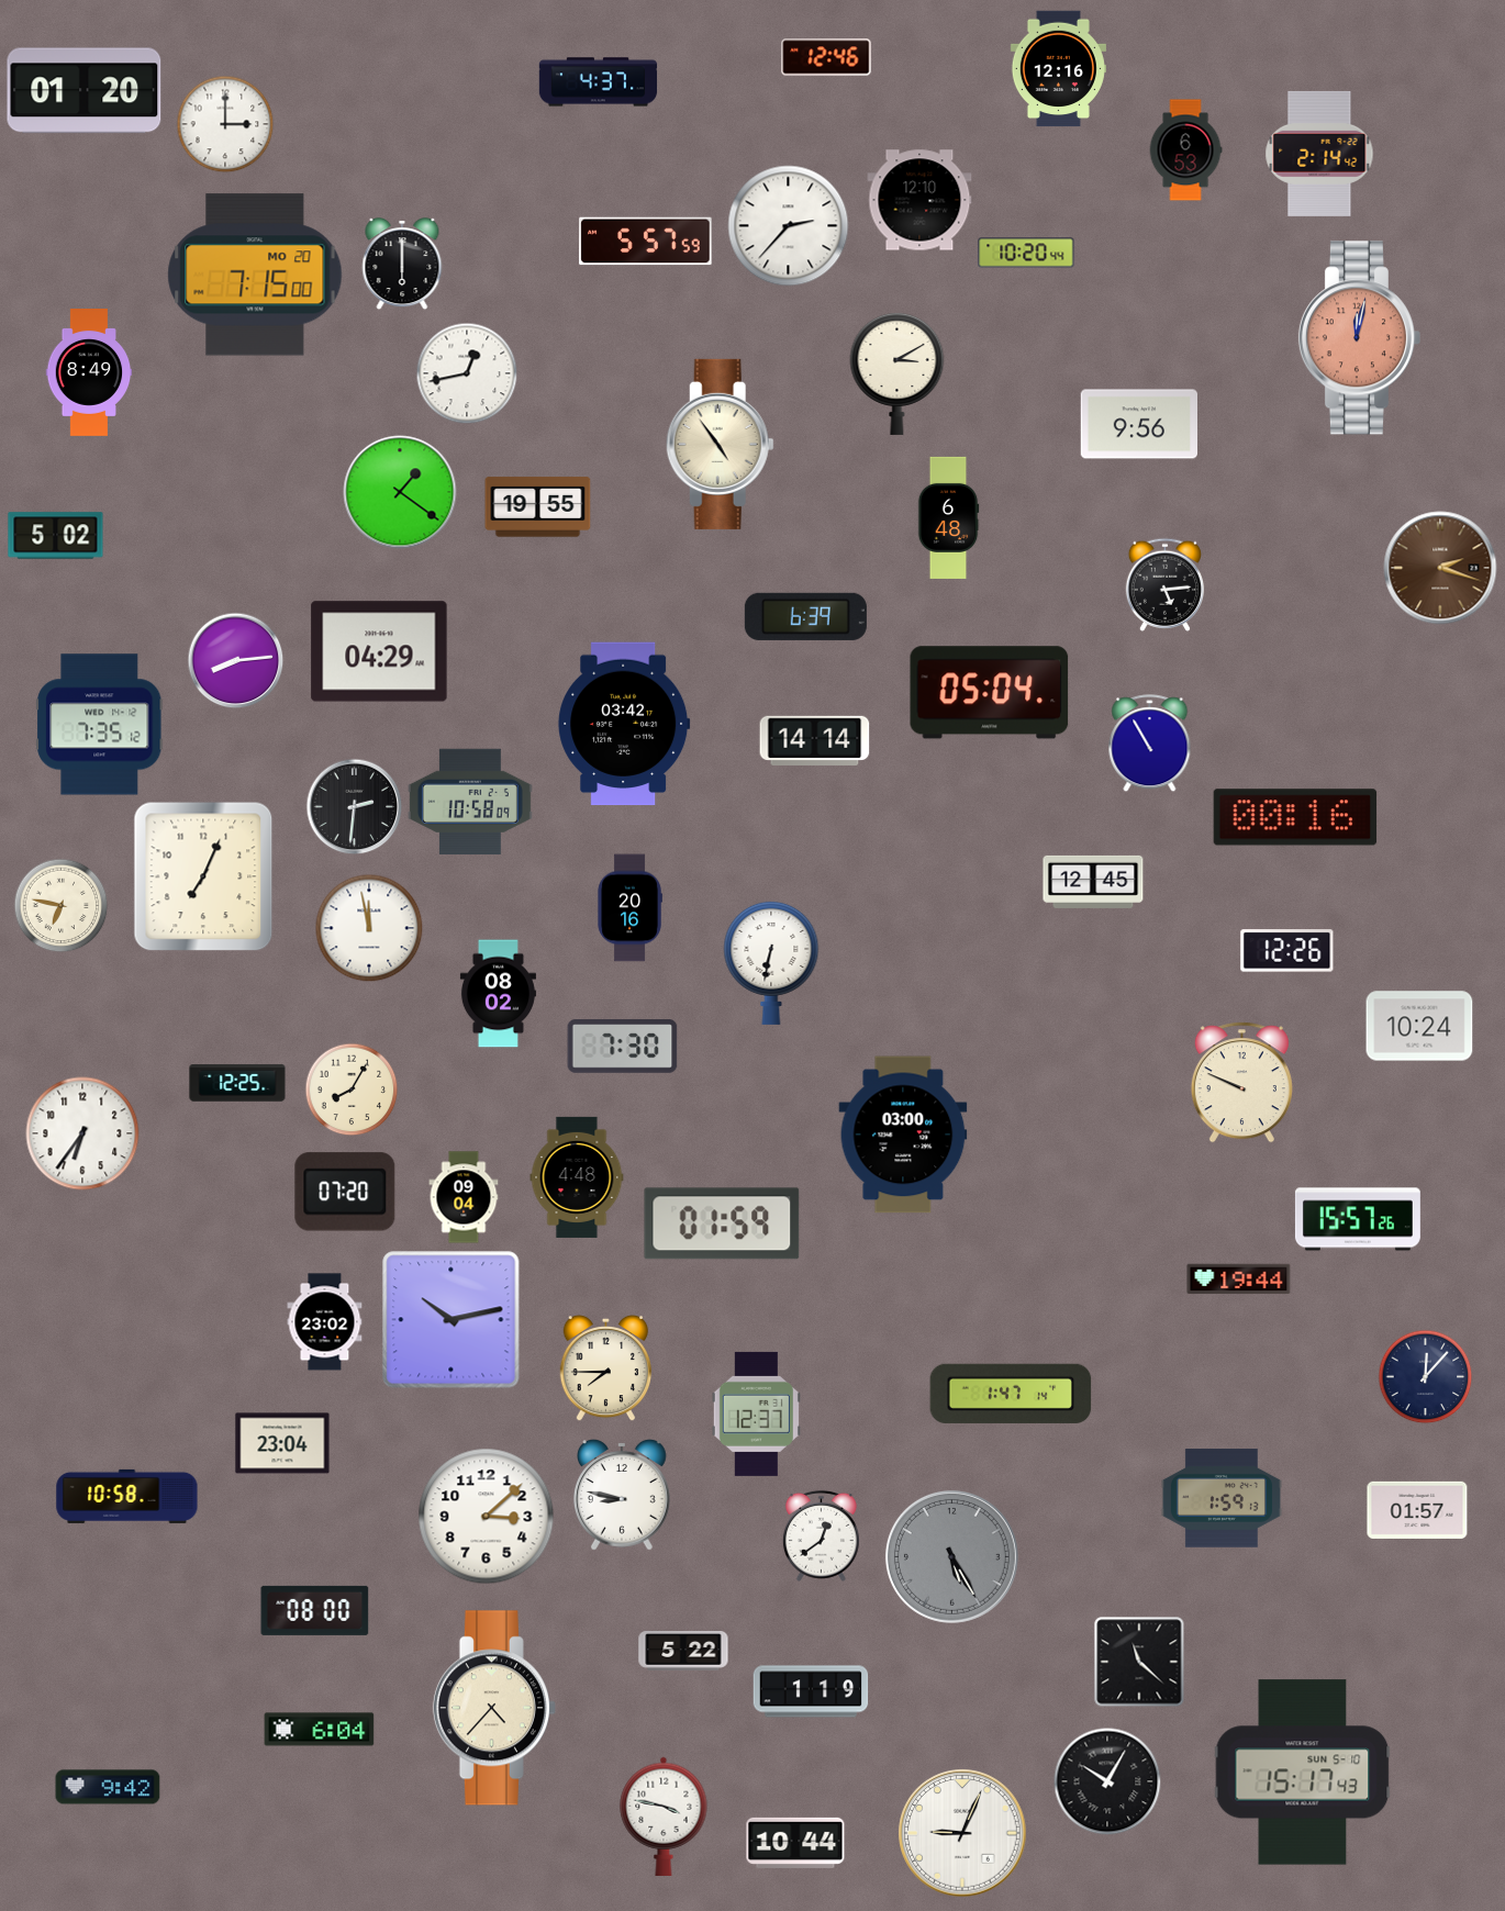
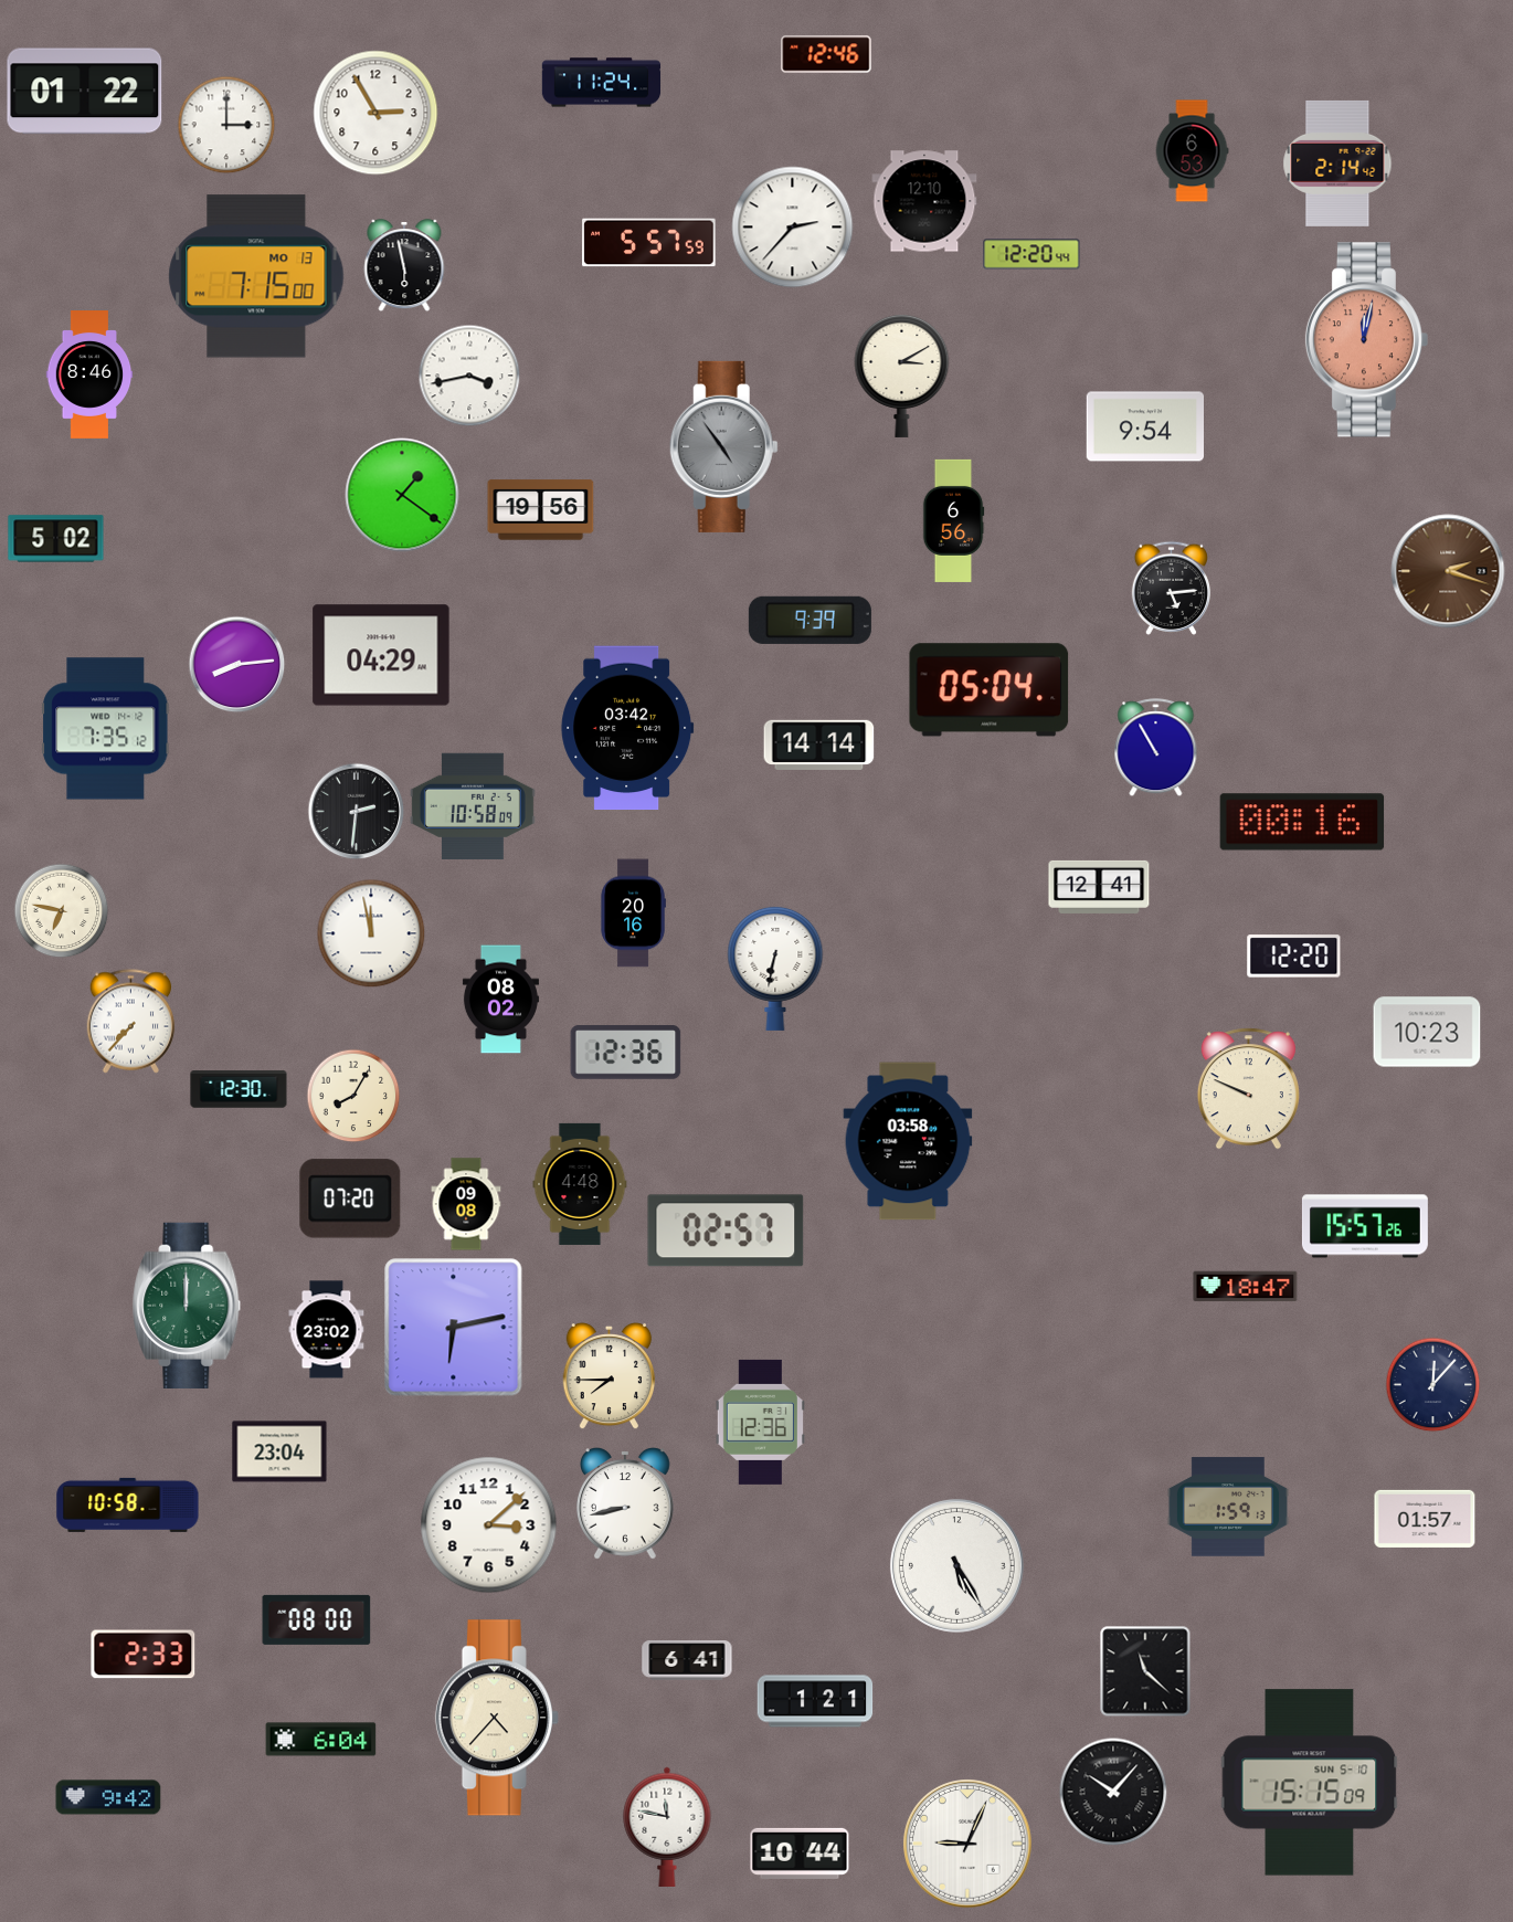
clock at (826, 57) position: (826, 57) -> (826, 54)
clock at (1058, 69): 12:16 -> none
clock at (599, 82): 4:37 -> 11:24
clock at (85, 91): 01:20 -> 01:22
clock at (375, 113): none -> 2:55
clock at (1319, 154) position: (1319, 154) -> (1337, 163)
clock at (1026, 253): 10:20 -> 12:20
clock at (402, 264): 6:00 -> 5:58
clock at (255, 275) date: MO 20 -> MO 13
clock at (89, 373): 8:49 -> 8:46
clock at (467, 373): 12:43 -> 3:43
clock at (1138, 424): 9:56 -> 9:54
clock at (720, 444) dial: cream -> grey
clock at (538, 507): 19:55 -> 19:56
clock at (948, 517): 6:48 -> 6:56
clock at (805, 616): 6:39 -> 9:39
clock at (990, 693) position: (990, 693) -> (990, 690)
clock at (100, 725) position: (100, 725) -> (106, 729)
clock at (203, 876): 7:04 -> none
clock at (1093, 882): 12:45 -> 12:41
clock at (1287, 951): 12:26 -> 12:20
clock at (131, 1022): none -> 7:37
clock at (1419, 1026): 10:24 -> 10:23
clock at (623, 1047): 7:30 -> 12:36
clock at (237, 1083): 12:25 -> 12:30
clock at (82, 1133): 6:36 -> none
clock at (903, 1135): 03:00 -> 03:58
clock at (345, 1192) position: (345, 1192) -> (350, 1198)
clock at (464, 1197): 09:04 -> 09:08
clock at (722, 1223): 01:59 -> 02:57
clock at (1239, 1279): 19:44 -> 18:47
clock at (187, 1305): none -> 12:00
clock at (451, 1320): 10:13 -> 6:13
clock at (1011, 1394): 1:47 -> none
clock at (756, 1413): 12:37 -> 12:36
clock at (282, 1443) position: (282, 1443) -> (279, 1451)
clock at (623, 1495): 8:47 -> 8:43
clock at (821, 1535): 12:39 -> none
clock at (951, 1556) dial: grey -> white
clock at (144, 1655): none -> 2:33
clock at (683, 1652): 5:22 -> 6:41
clock at (811, 1691): 1:19 -> 1:21
clock at (1303, 1773): 15:17 -> 15:15
clock at (1107, 1781): 10:05 -> 10:07
clock at (664, 1817): 3:47 -> 11:47
